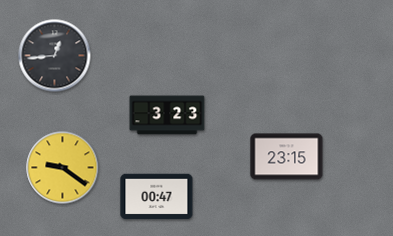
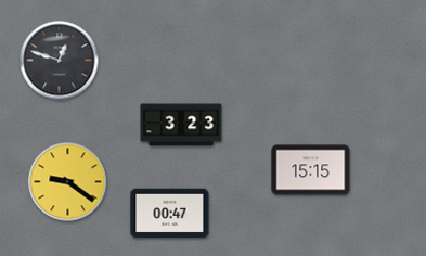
clock at (55, 56): 12:44 -> 12:48
clock at (287, 157): 23:15 -> 15:15
